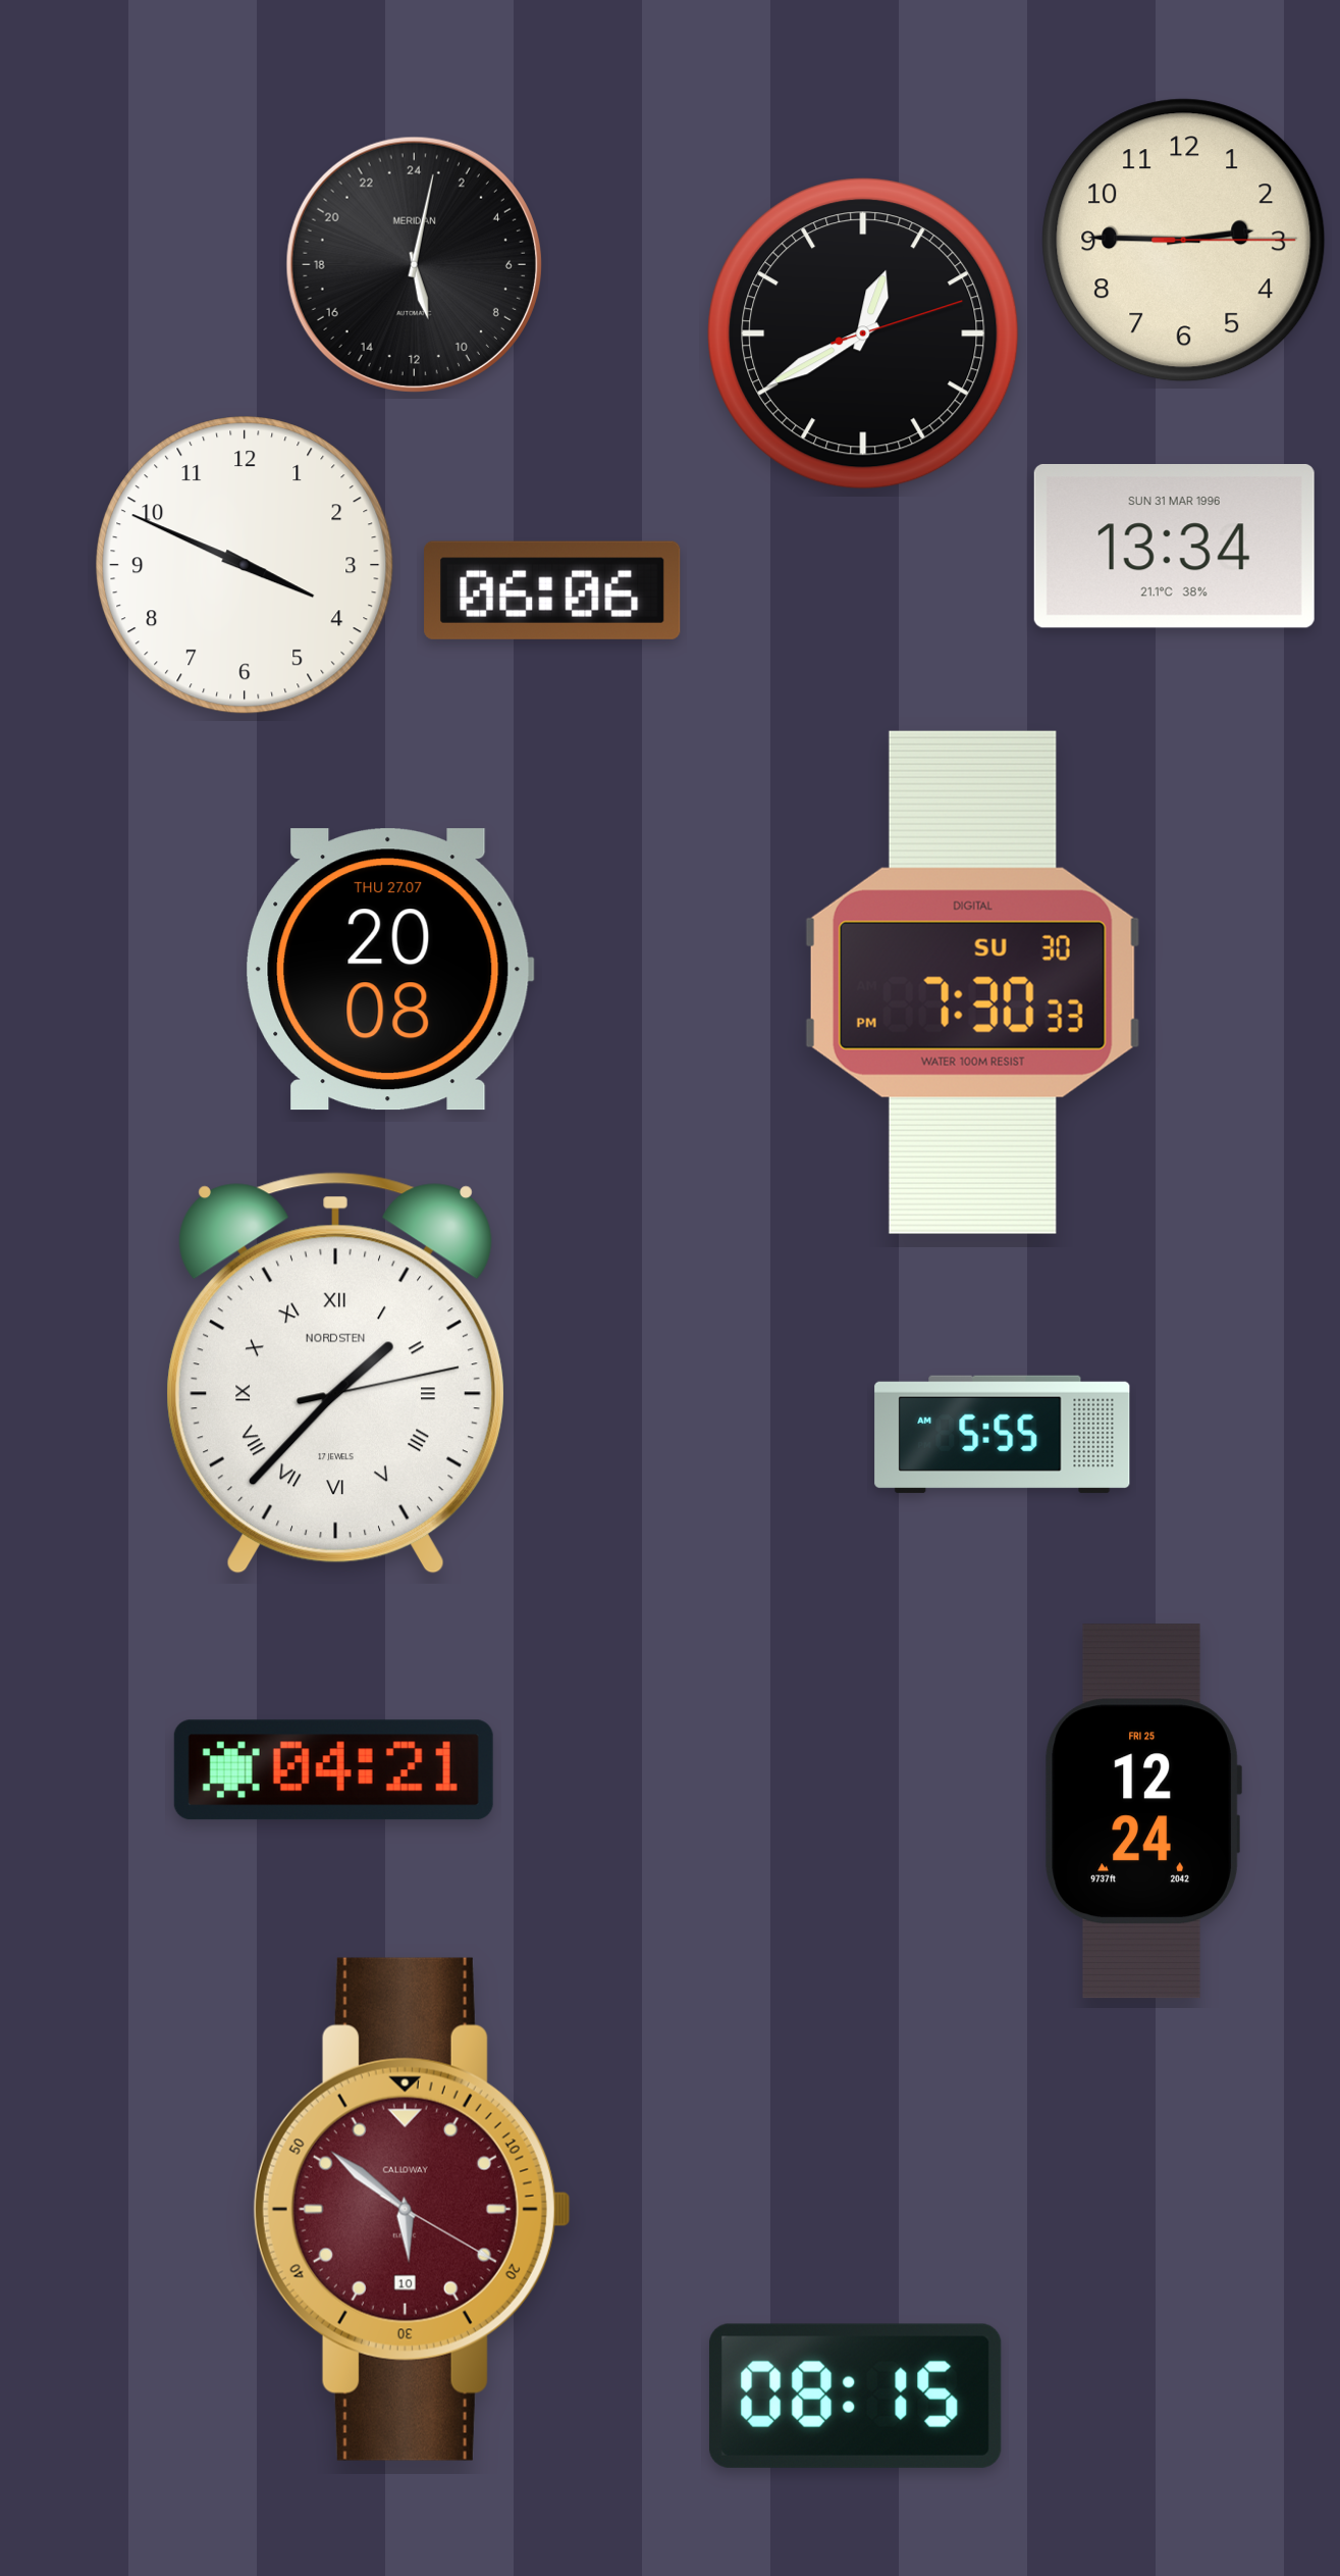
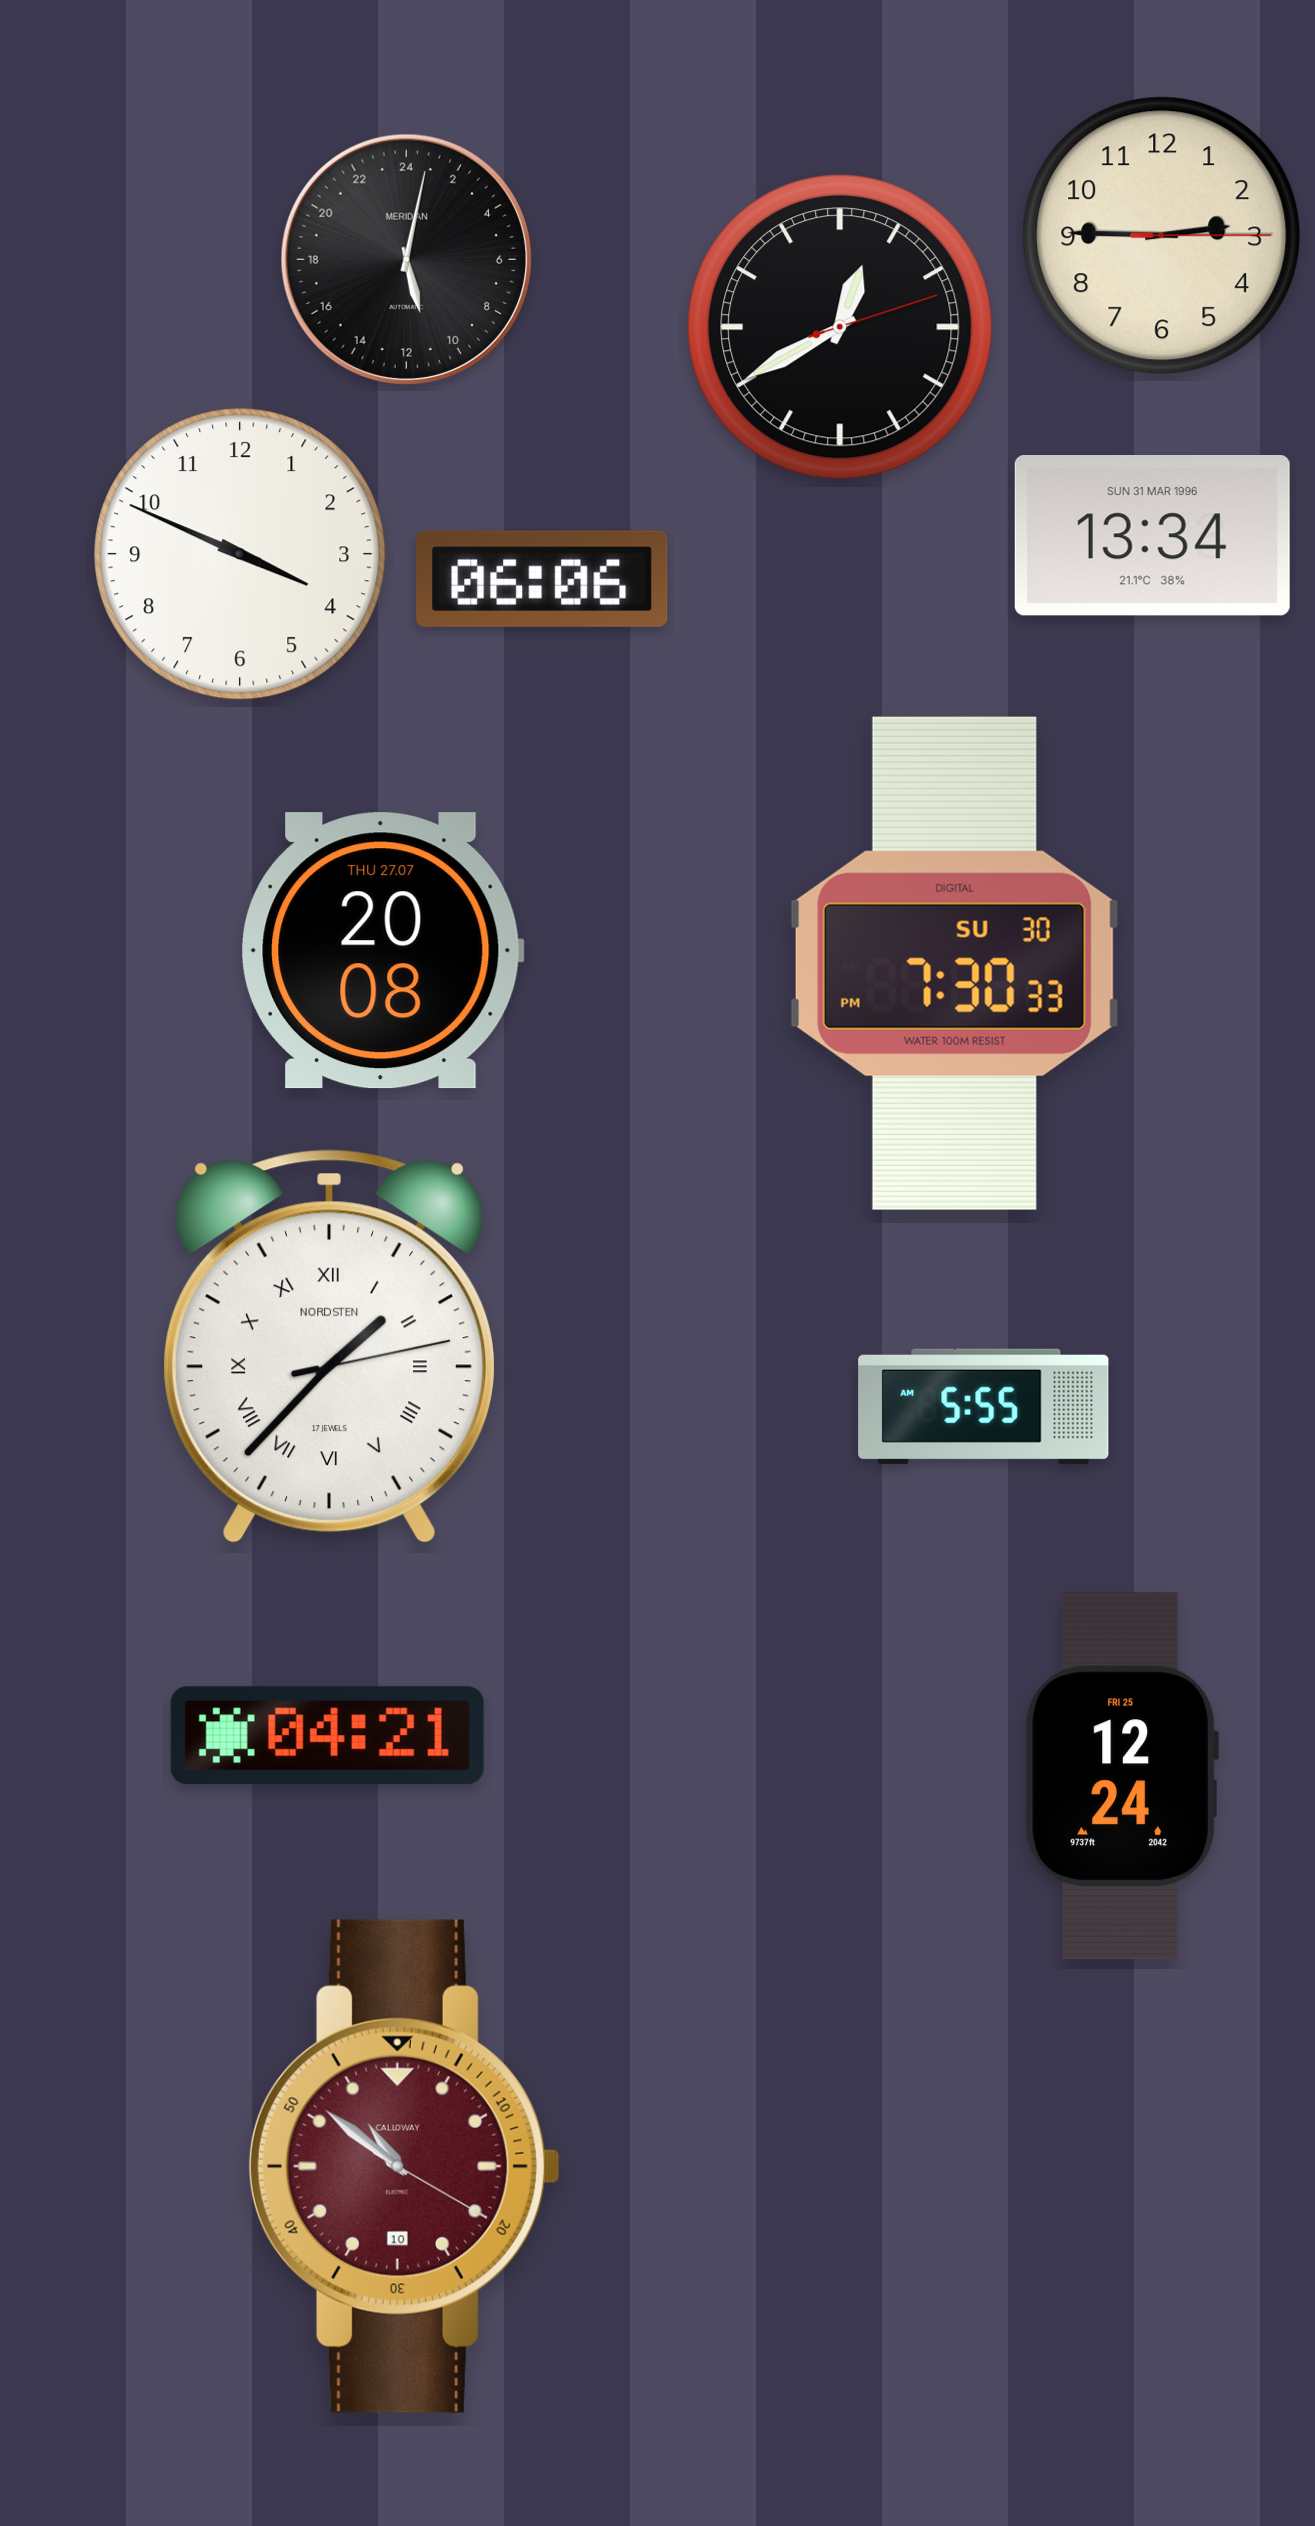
clock at (863, 333) position: (863, 333) -> (840, 327)
clock at (412, 2209): 5:51 -> 10:51
clock at (855, 2395): 08:15 -> none
